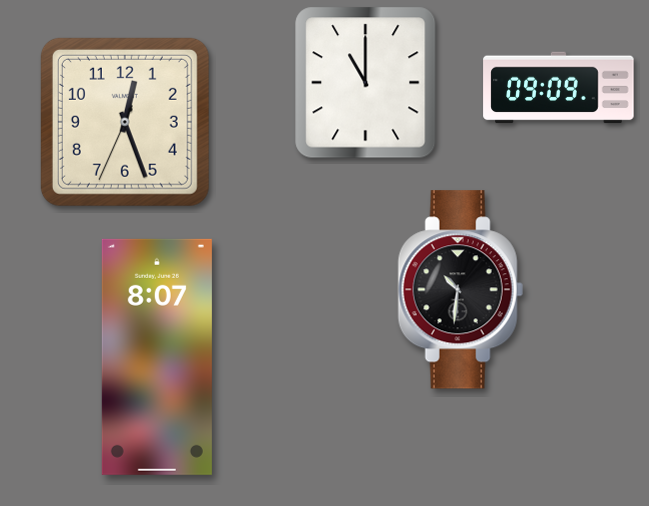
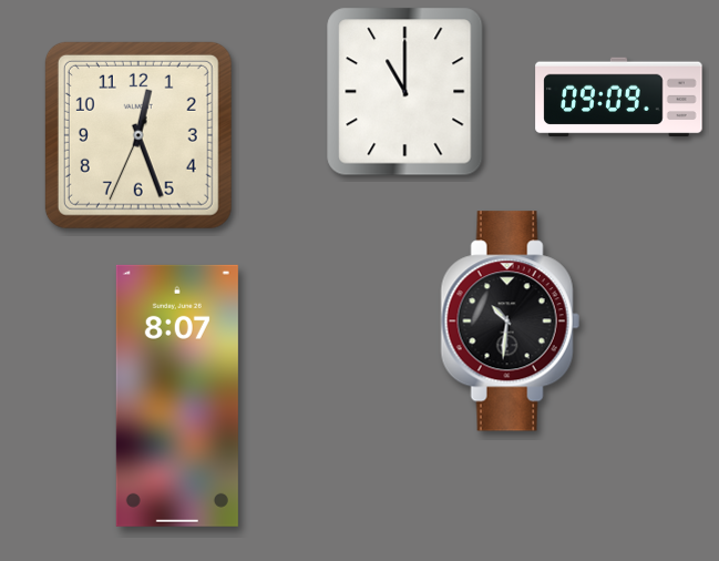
clock at (157, 357) position: (157, 357) -> (177, 396)
